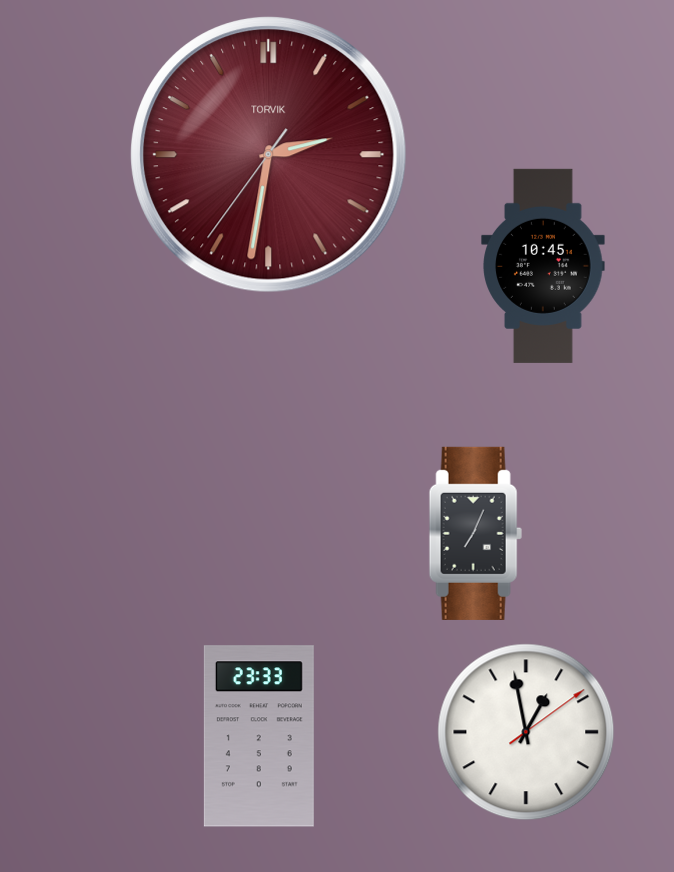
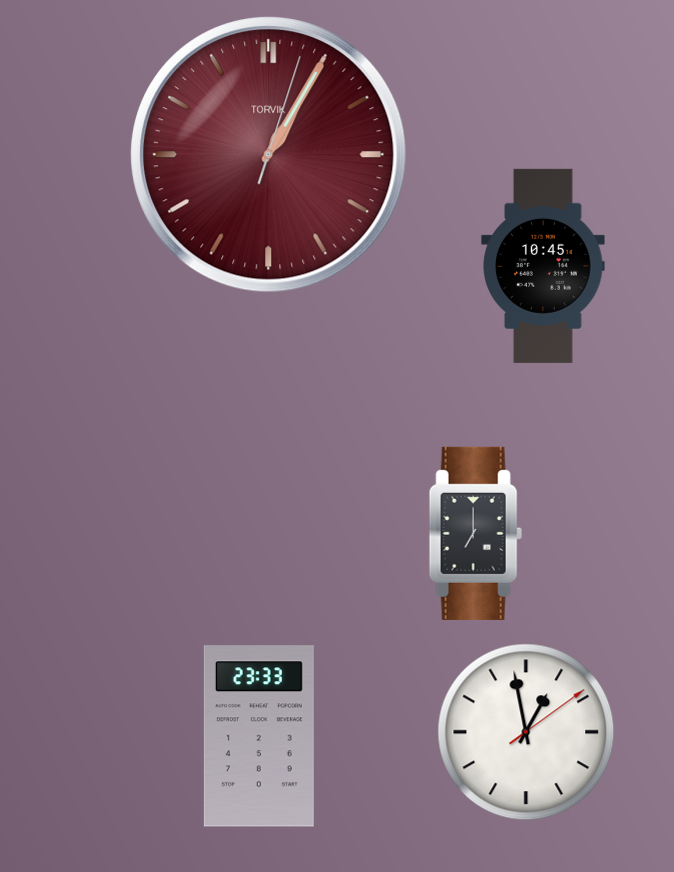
clock at (268, 154): 2:31 -> 1:05
clock at (475, 533): 7:04 -> 7:00
